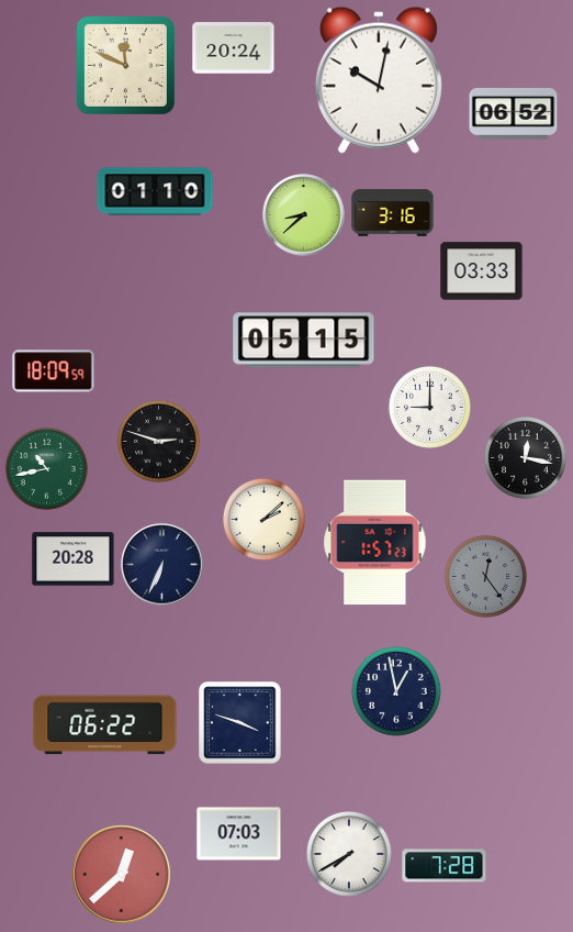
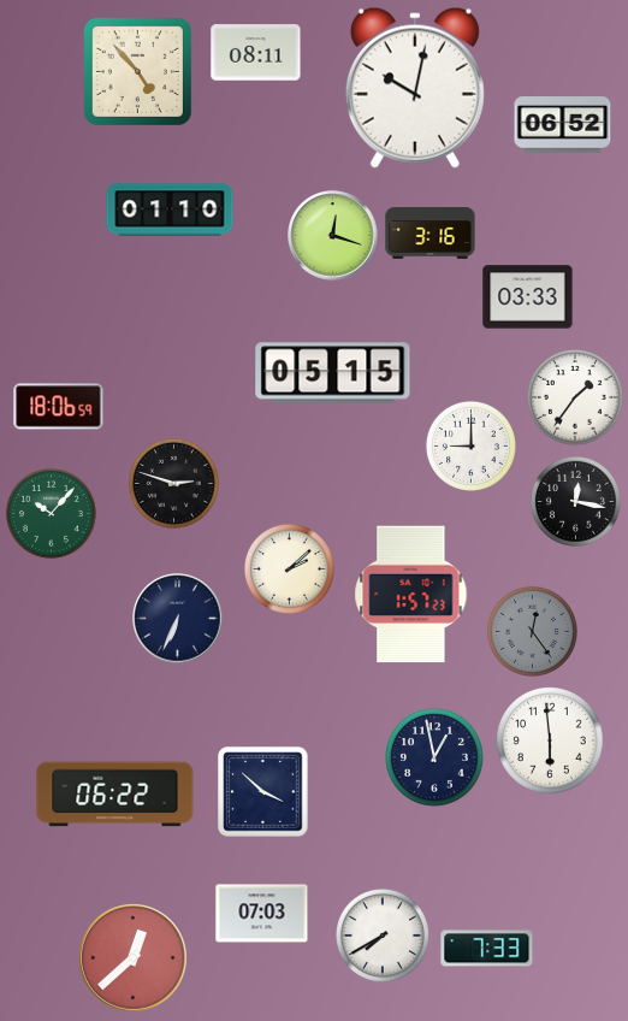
clock at (234, 48): 20:24 -> 08:11
clock at (125, 65): 11:49 -> 4:53
clock at (304, 215): 8:38 -> 12:18
clock at (575, 397): none -> 1:36
clock at (54, 371): 18:09 -> 18:06
clock at (46, 468): 10:43 -> 10:07
clock at (74, 559): 20:28 -> none
clock at (550, 740): none -> 5:59
clock at (240, 723): 3:48 -> 3:52
clock at (445, 866): 7:28 -> 7:33
